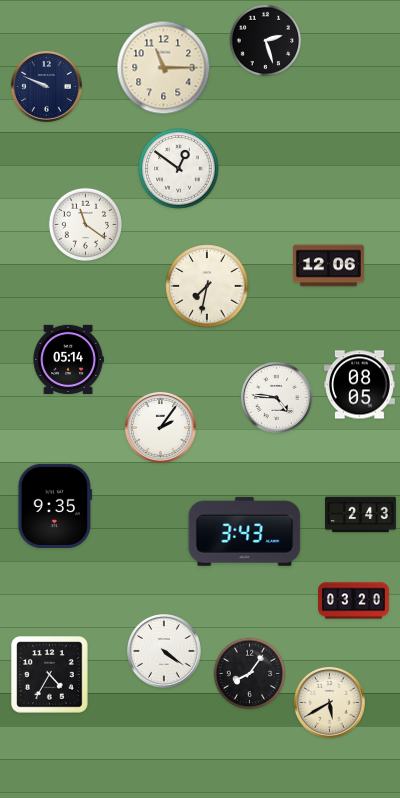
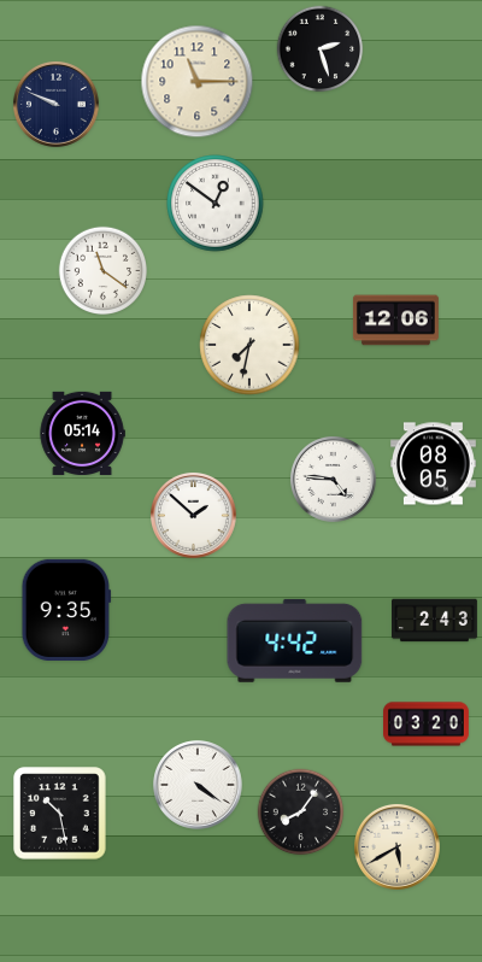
clock at (160, 427): 2:06 -> 1:52
clock at (245, 531): 3:43 -> 4:42
clock at (50, 675): 4:35 -> 10:28
